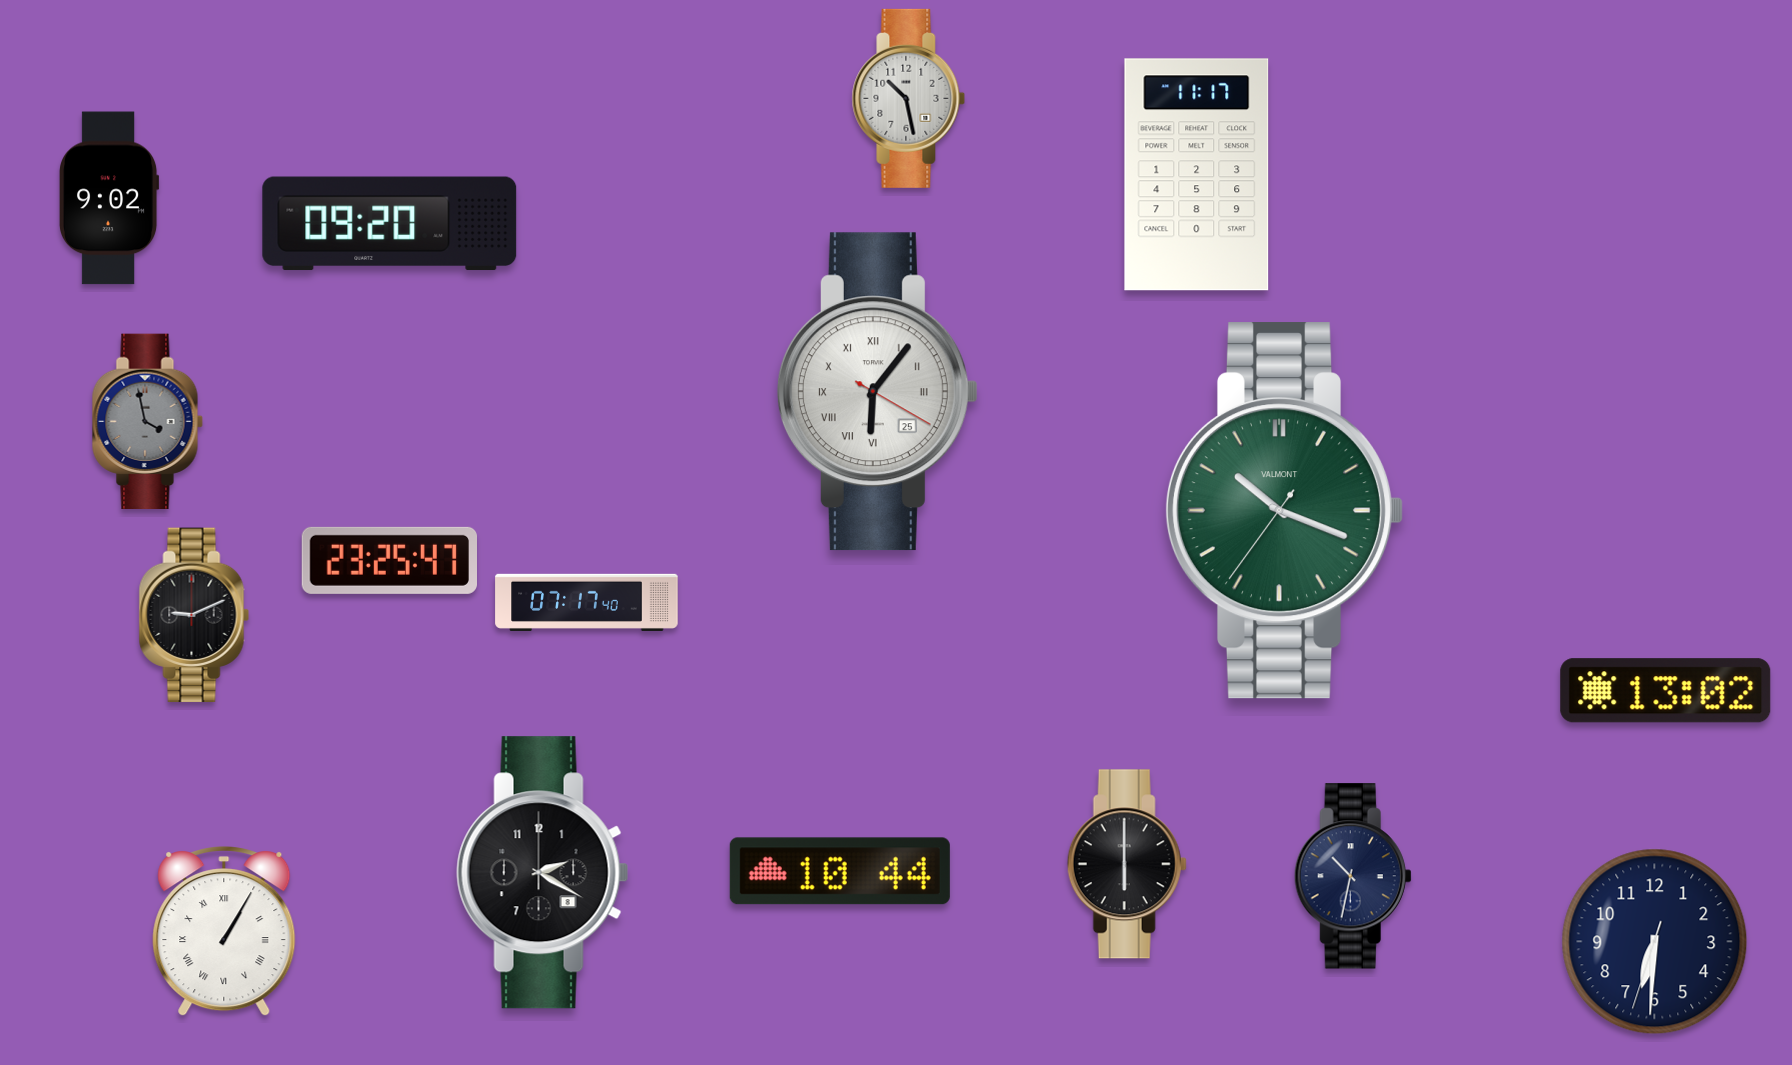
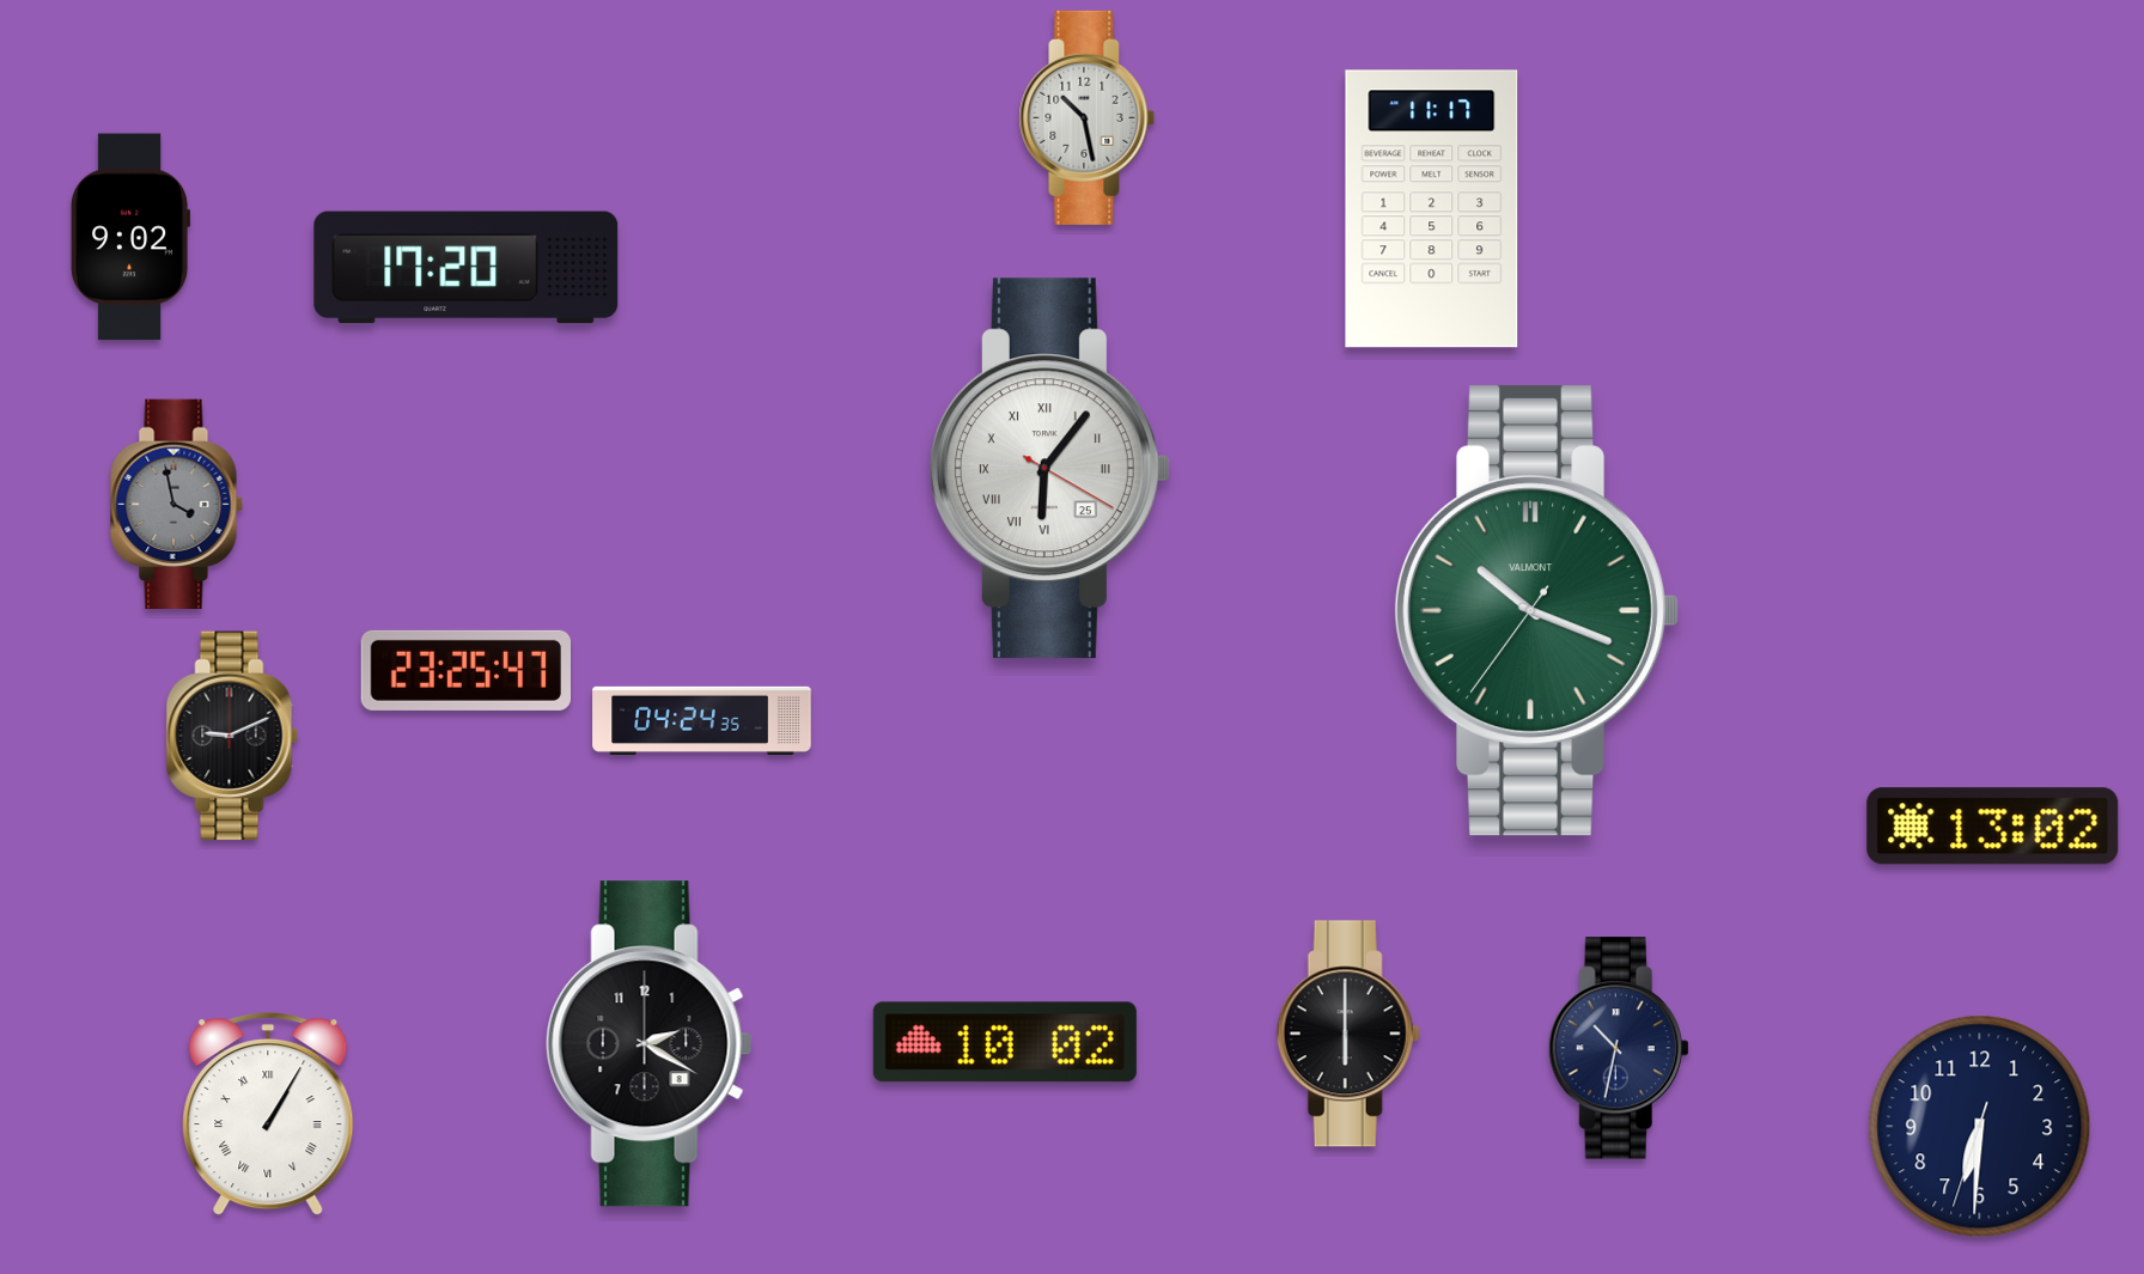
clock at (390, 224): 09:20 -> 17:20
clock at (587, 602): 07:17 -> 04:24
clock at (840, 871): 10:44 -> 10:02
